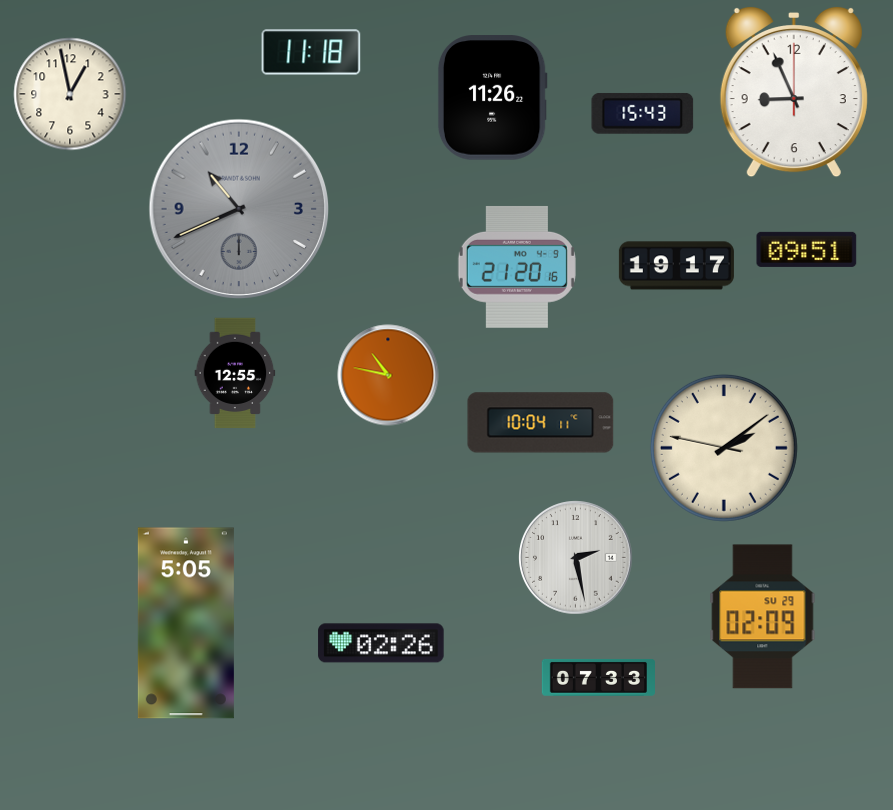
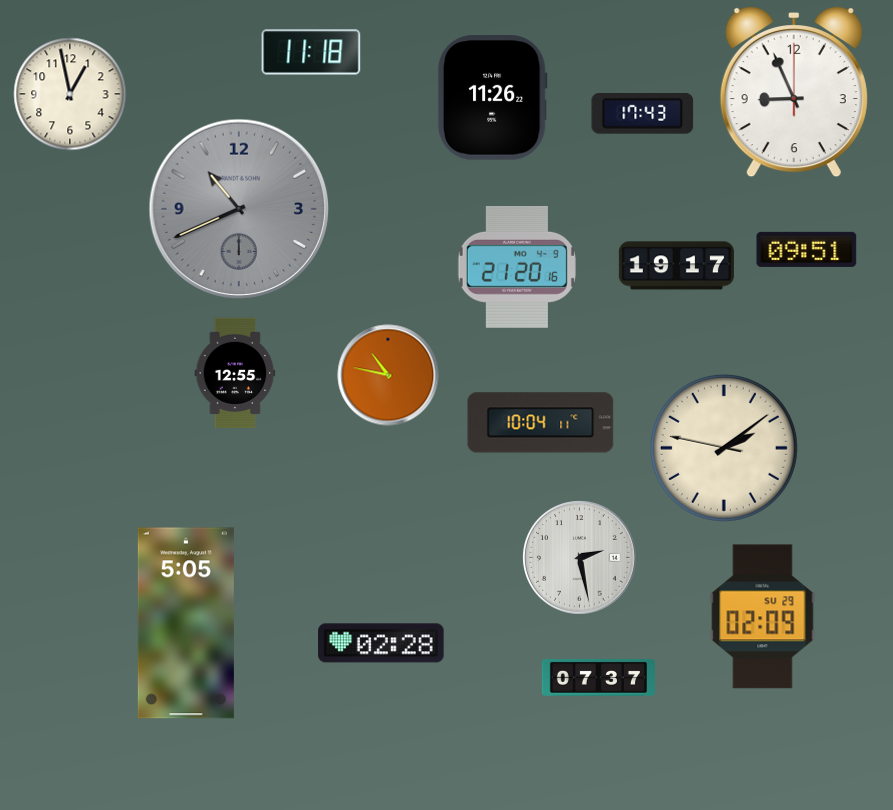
clock at (643, 113): 15:43 -> 17:43
clock at (576, 558) position: (576, 558) -> (580, 558)
clock at (381, 643): 02:26 -> 02:28
clock at (598, 677): 07:33 -> 07:37
